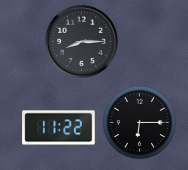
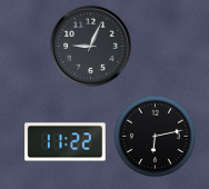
clock at (82, 42): 8:15 -> 9:04
clock at (140, 123): 6:15 -> 6:13
